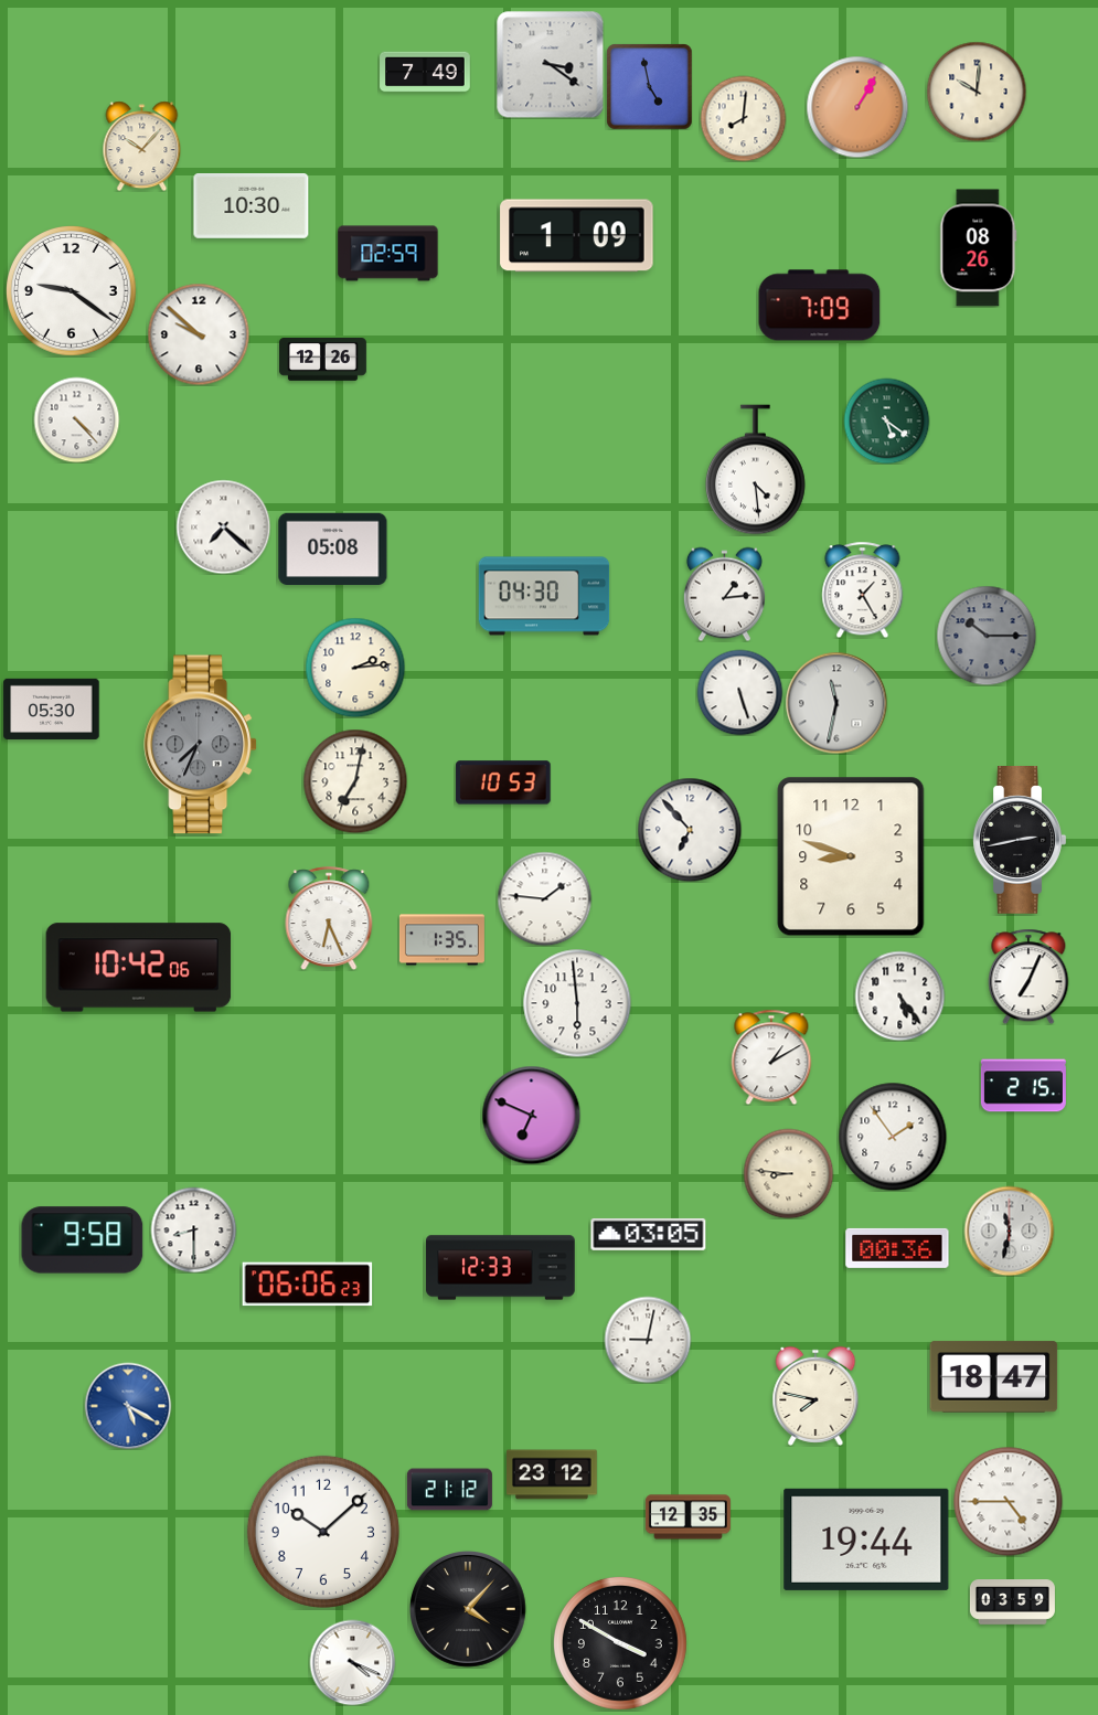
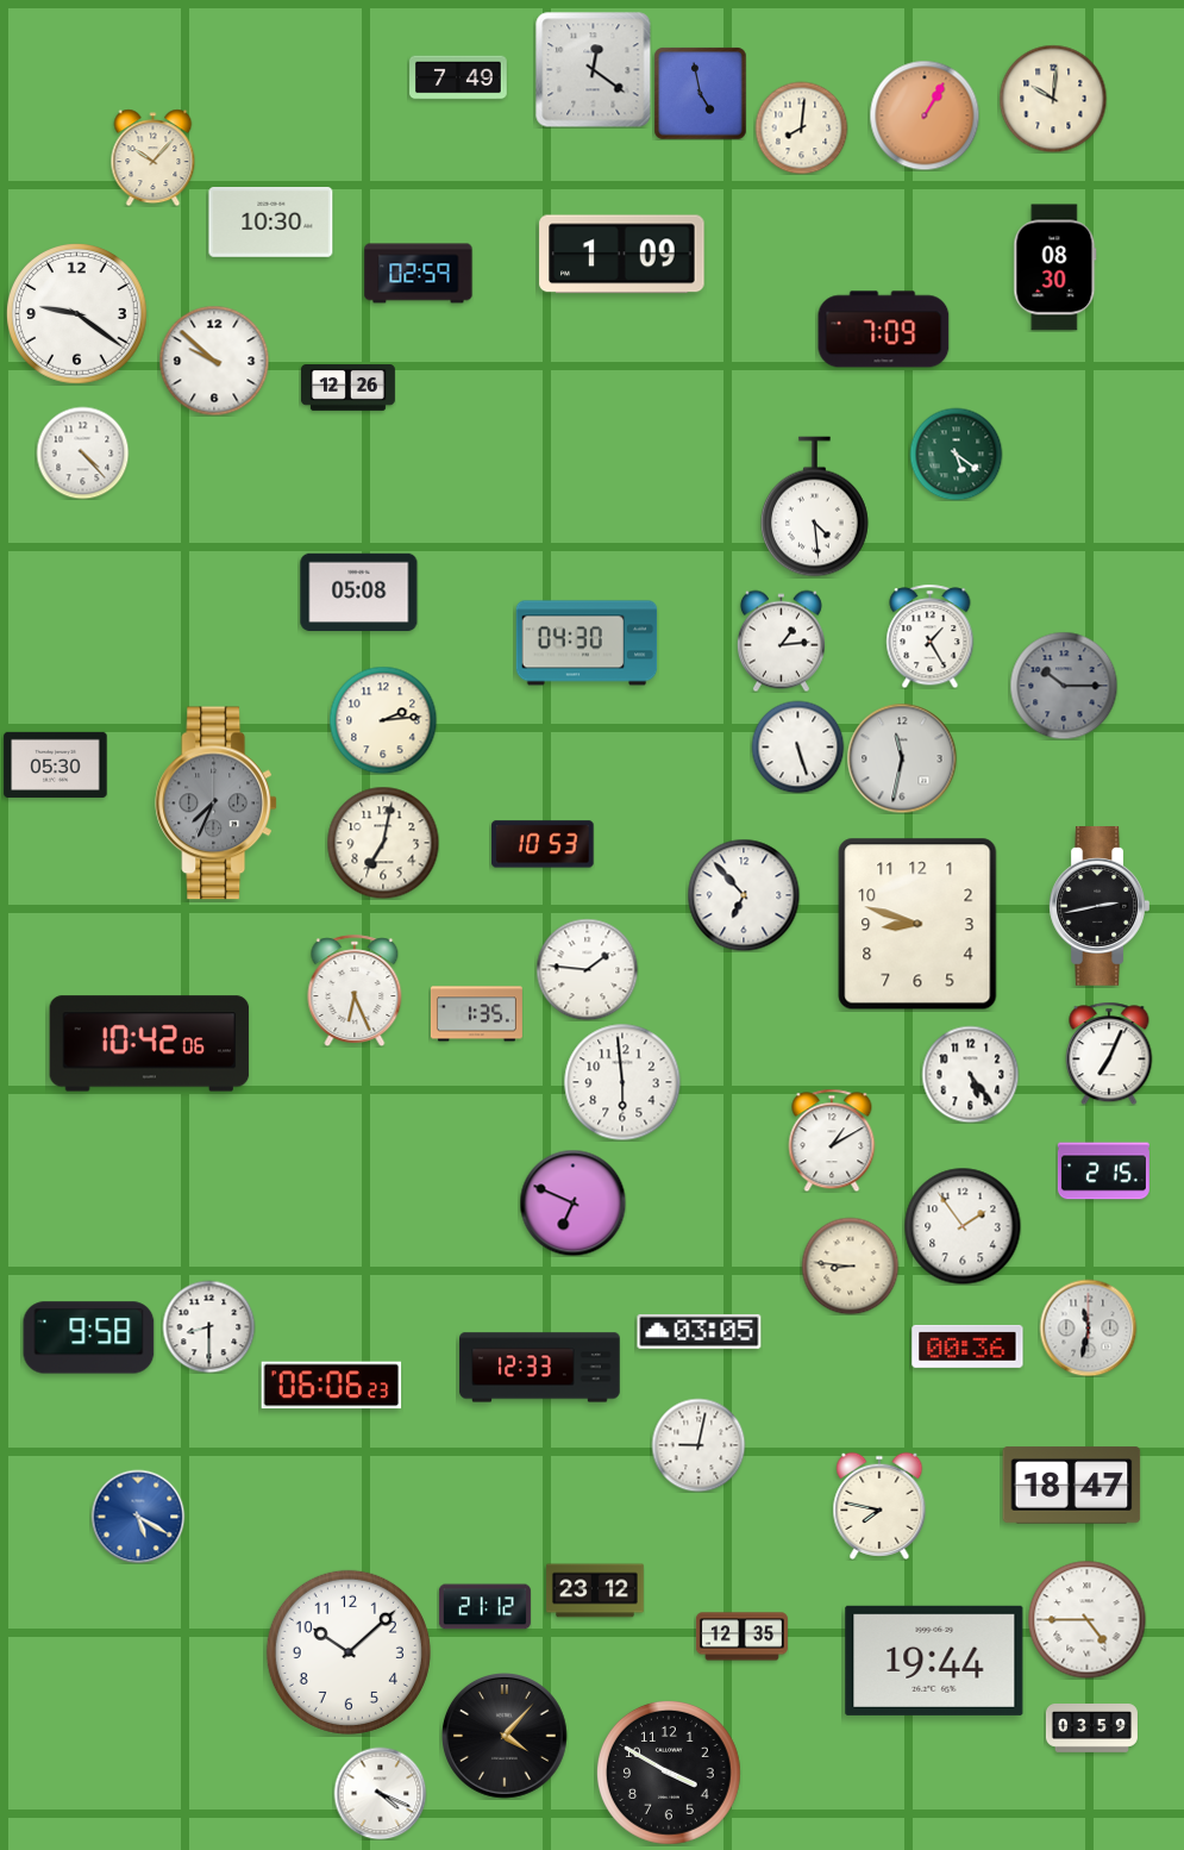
clock at (551, 65): 3:21 -> 12:21
clock at (979, 248): 08:26 -> 08:30
clock at (223, 526): 7:22 -> none
